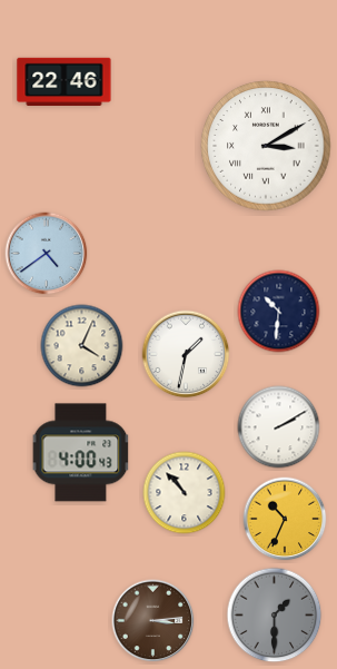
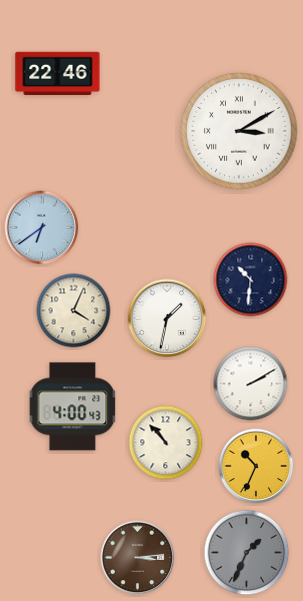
clock at (47, 254): 4:39 -> 6:39
clock at (275, 616): 1:30 -> 1:34
